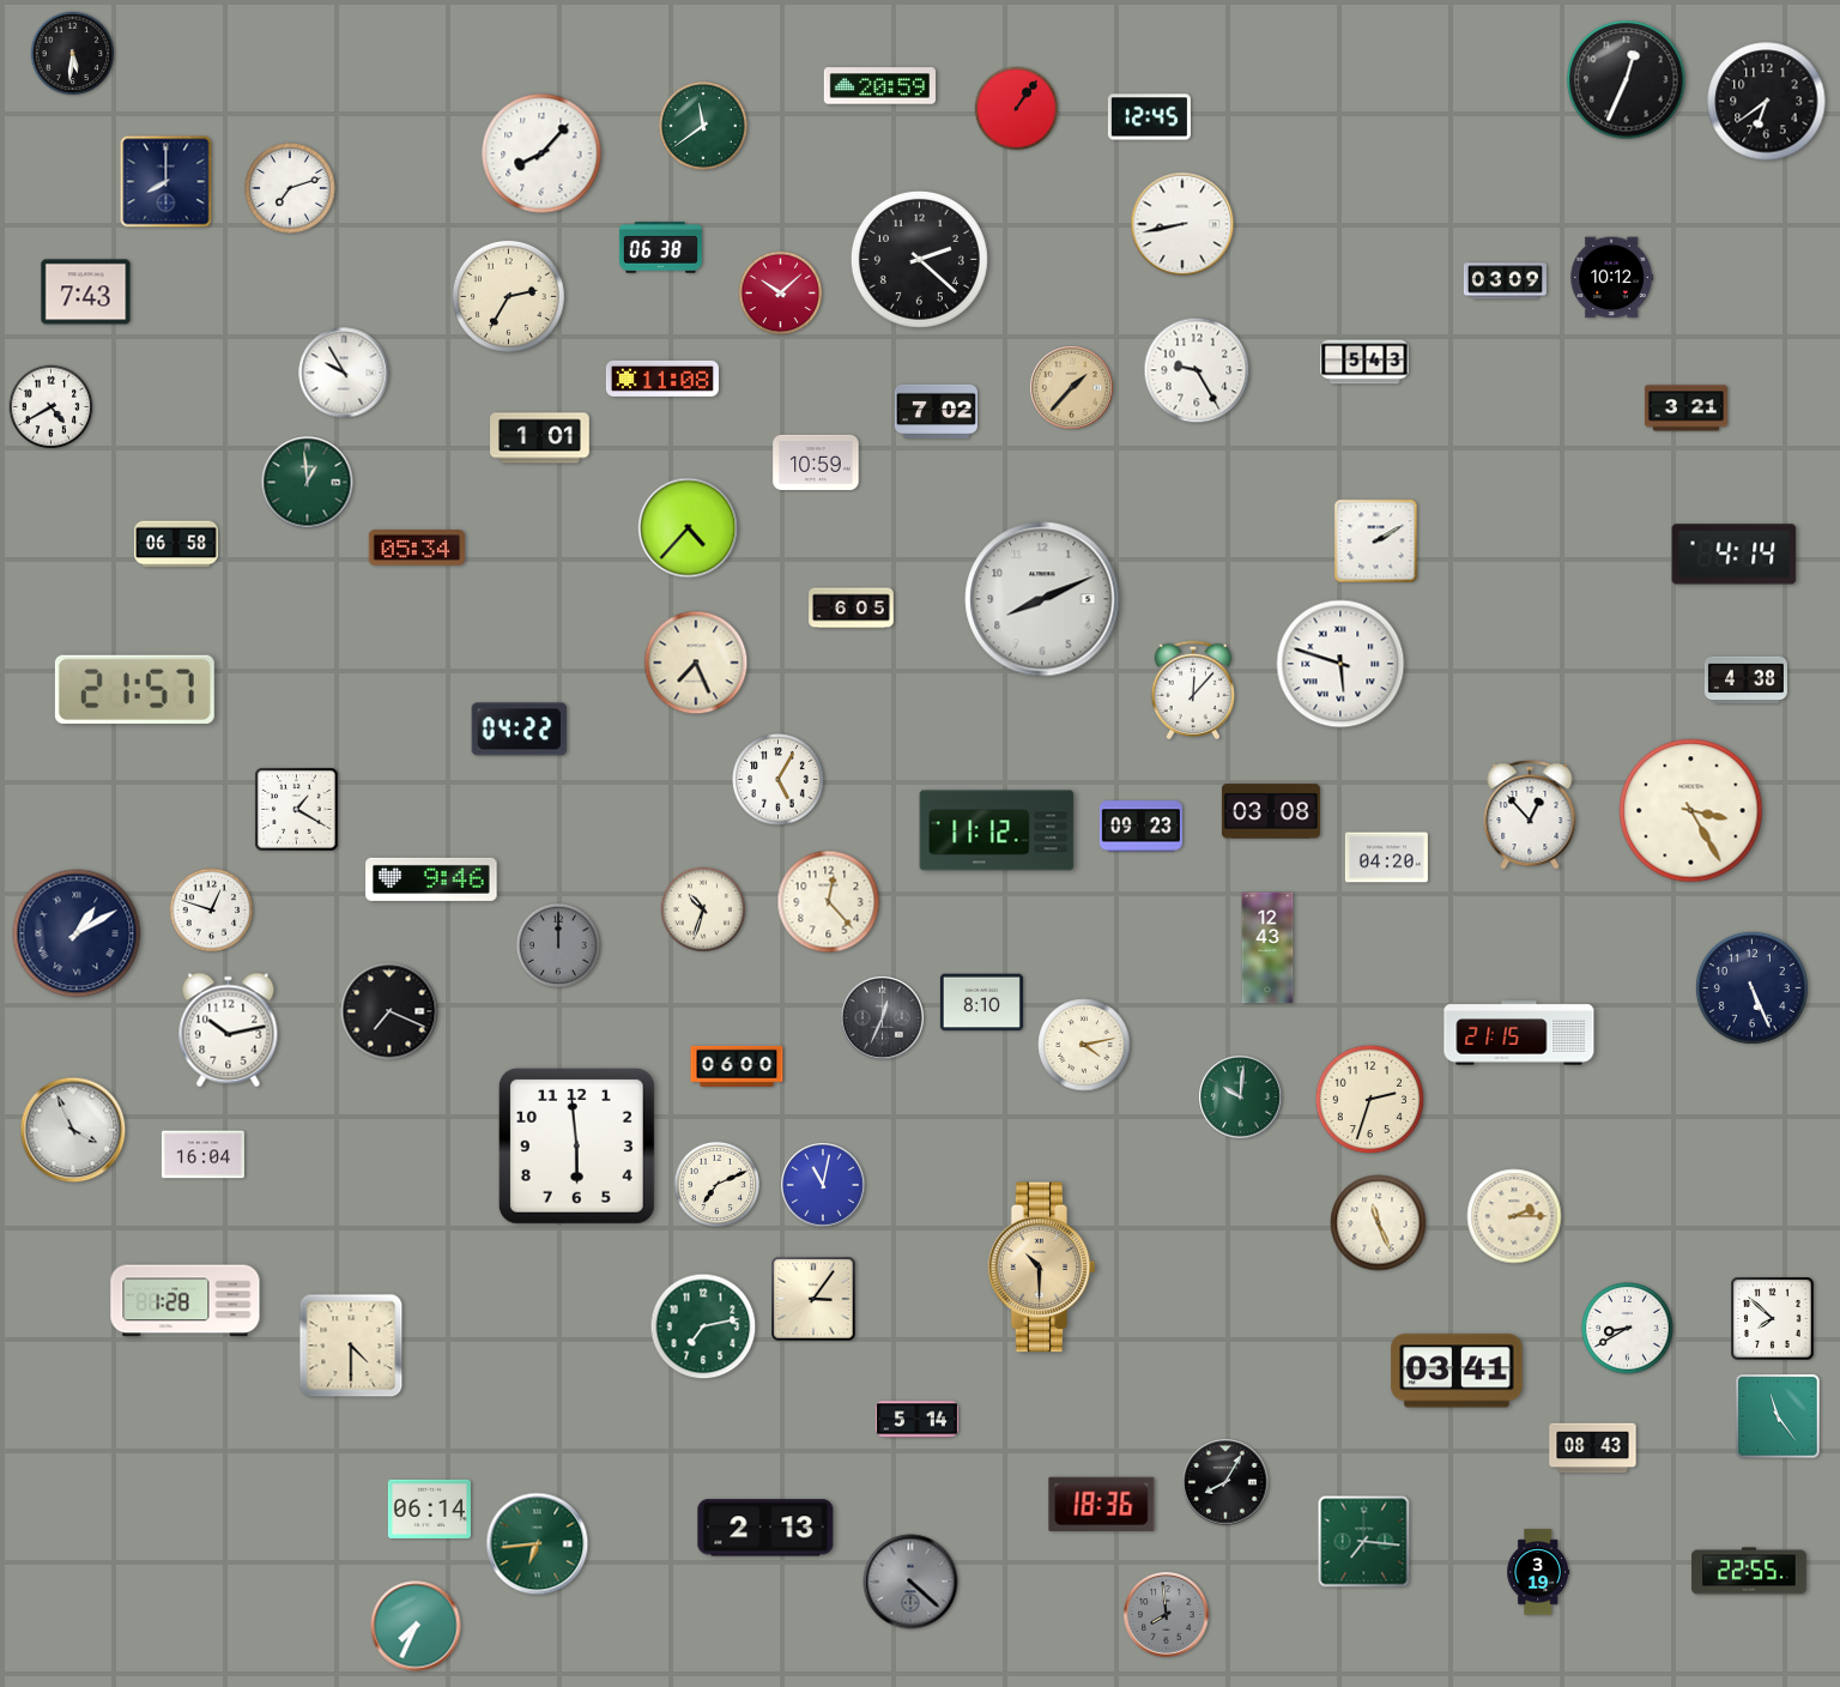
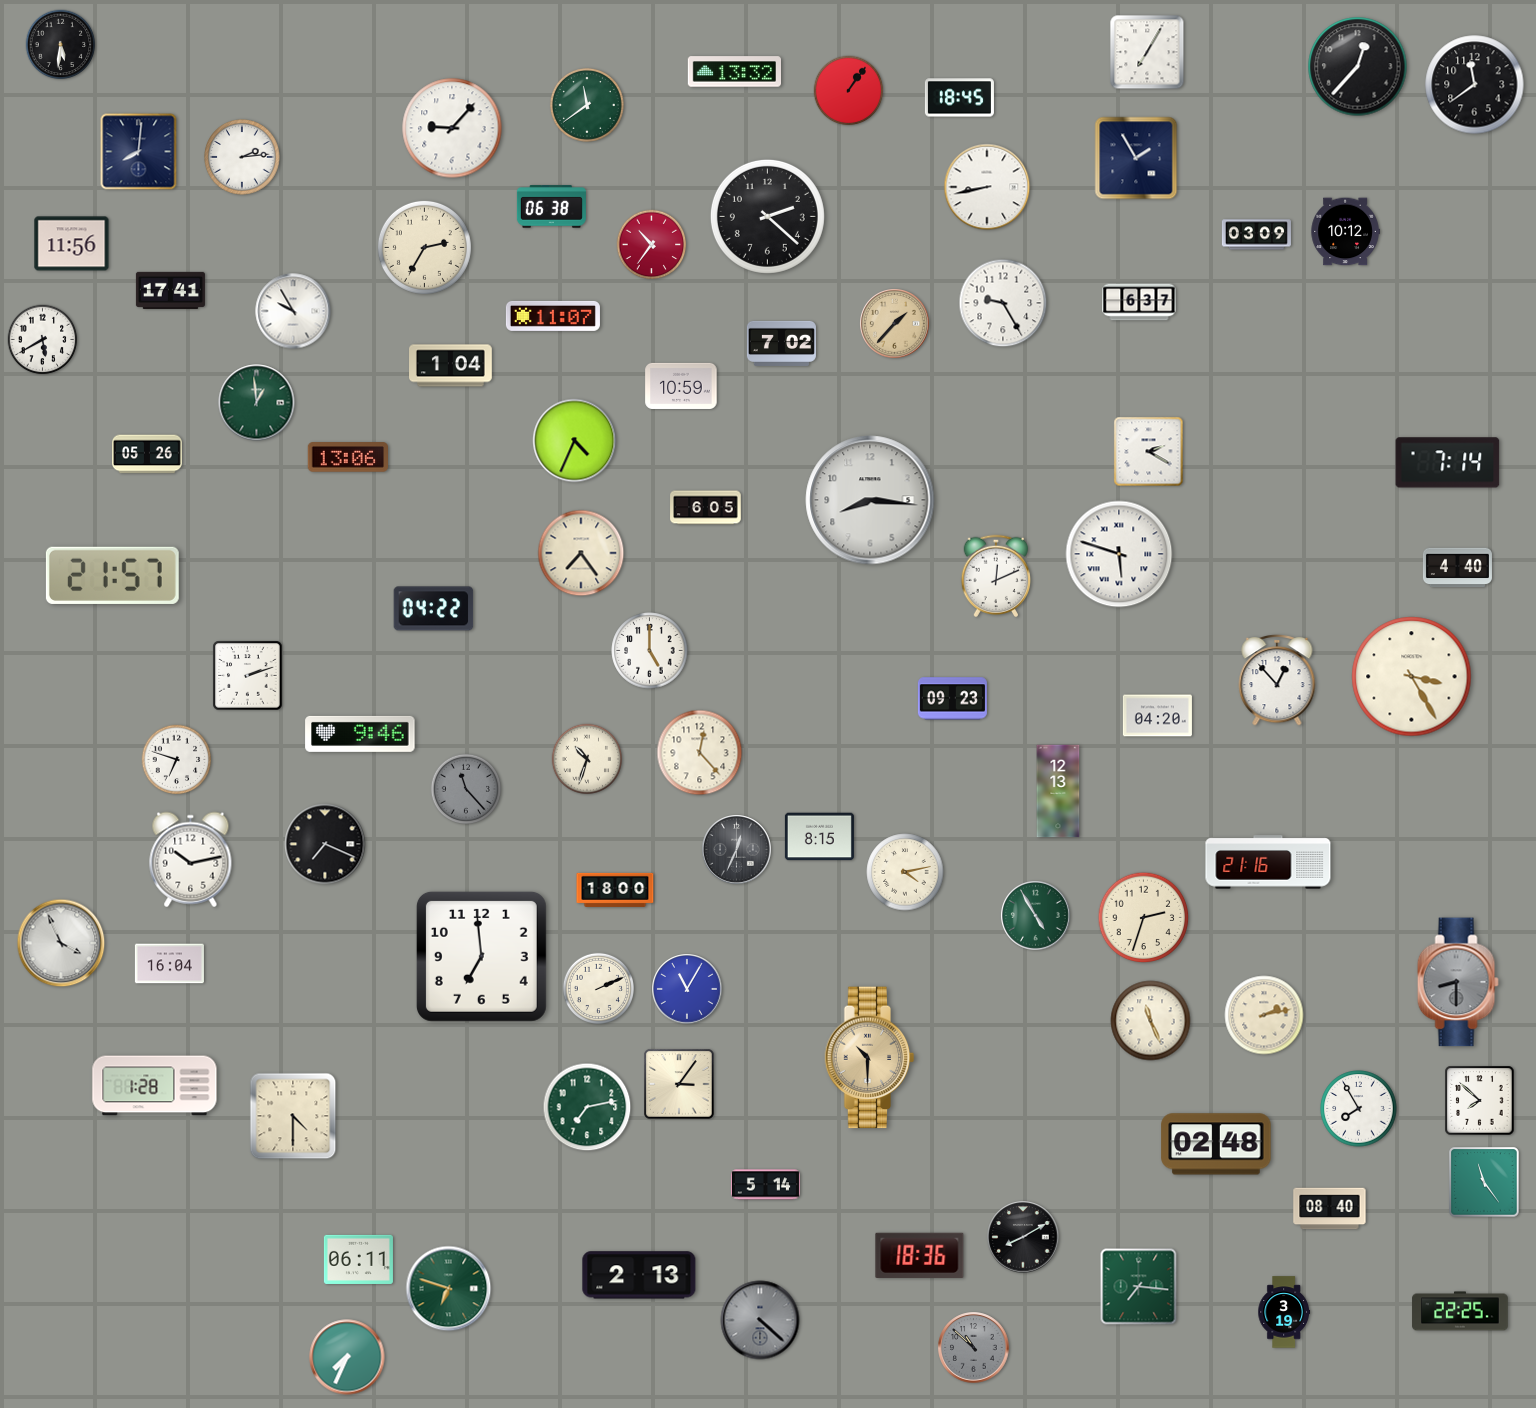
clock at (1147, 52): none -> 7:05
clock at (1627, 80): 12:34 -> 12:37
clock at (879, 86): 20:59 -> 13:32
clock at (1767, 102): 6:39 -> 11:39
clock at (1149, 117): 12:45 -> 18:45
clock at (541, 153): 8:07 -> 9:07
clock at (167, 182): 8:00 -> 8:01
clock at (290, 188): 7:12 -> 2:14
clock at (1136, 158): none -> 1:55
clock at (86, 292): 7:43 -> 11:56
clock at (781, 294): 10:08 -> 10:36
clock at (170, 290): none -> 17:41
clock at (1364, 362): 5:43 -> 6:37
clock at (1197, 370) position: (1197, 370) -> (1003, 303)
clock at (344, 373) position: (344, 373) -> (293, 311)
clock at (662, 379): 11:08 -> 11:07
clock at (52, 407): 4:40 -> 5:40
clock at (1685, 409): 3:21 -> none
clock at (540, 439): 1:01 -> 1:04
clock at (689, 528): 4:37 -> 4:34
clock at (1376, 542): 2:10 -> 2:20
clock at (177, 544): 06:58 -> 05:26
clock at (416, 548): 05:34 -> 13:06
clock at (1735, 555): 4:14 -> 7:14
clock at (1042, 599): 8:11 -> 8:16
clock at (852, 609) position: (852, 609) -> (706, 508)
clock at (696, 663): 7:26 -> 7:24
clock at (1745, 681): 4:38 -> 4:40
clock at (1193, 690): 12:07 -> 12:11
clock at (779, 780): 5:05 -> 5:00
clock at (297, 810): 1:20 -> 2:12
clock at (1271, 811): 03:08 -> none
clock at (1140, 827) position: (1140, 827) -> (952, 699)
clock at (997, 830): 11:12 -> none
clock at (829, 902) position: (829, 902) -> (700, 753)
clock at (212, 911): 12:48 -> 6:48
clock at (77, 933): 1:10 -> none
clock at (558, 945): 12:00 -> 11:23
clock at (1267, 948): 12:43 -> 12:13
clock at (1751, 987): 5:26 -> none
clock at (981, 1003): 8:10 -> 8:15
clock at (1519, 1033): 21:15 -> 21:16
clock at (737, 1066): 06:00 -> 18:00
clock at (1241, 1098): 10:01 -> 4:55
clock at (576, 1145): 5:59 -> 6:59
clock at (1458, 982): none -> 8:30
clock at (716, 1184): 7:11 -> 2:11
clock at (823, 1185): 11:02 -> 11:05
clock at (1514, 1216): 2:15 -> 2:13
clock at (1628, 1329): 8:40 -> 7:55
clock at (351, 1346) position: (351, 1346) -> (293, 1116)
clock at (1457, 1371): 03:41 -> 02:48
clock at (1593, 1449): 08:43 -> 08:40
clock at (1225, 1482): 8:05 -> 8:10
clock at (429, 1508): 06:14 -> 06:11
clock at (538, 1544): 6:44 -> 6:48
clock at (1749, 1571): 22:55 -> 22:25
clock at (1167, 1615): 7:59 -> 10:52
